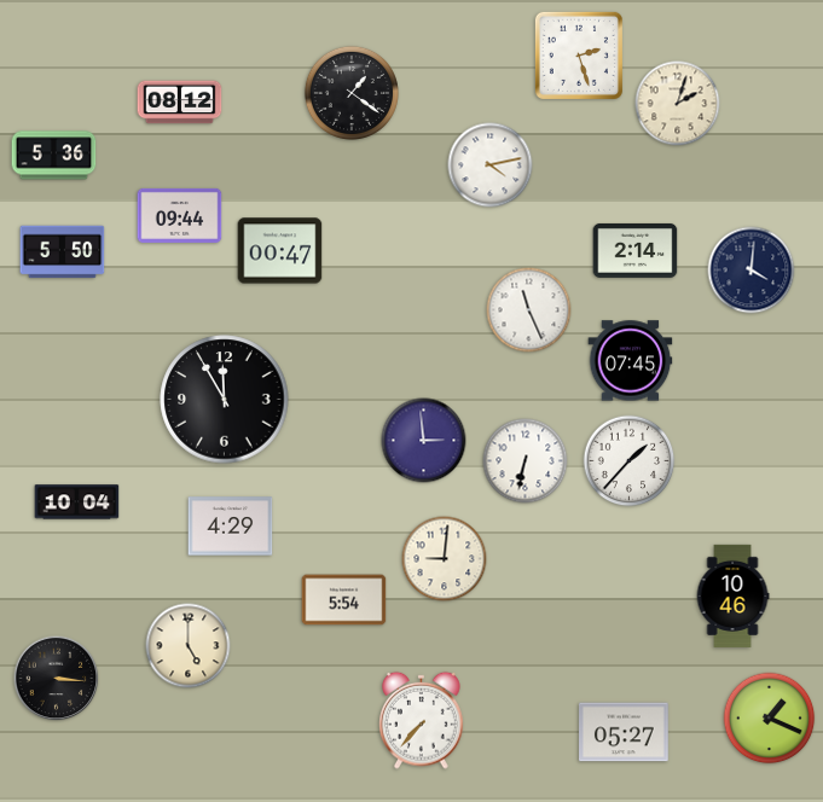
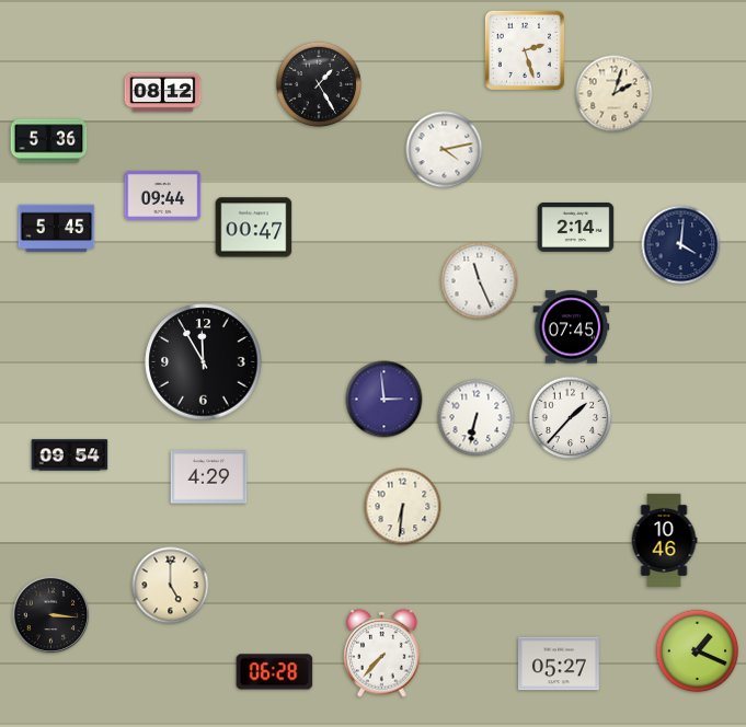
clock at (352, 93): 1:21 -> 1:25
clock at (63, 252): 5:50 -> 5:45
clock at (77, 502): 10:04 -> 09:54
clock at (445, 559): 9:01 -> 6:31
clock at (344, 600): 5:54 -> none
clock at (625, 732) position: (625, 732) -> (560, 663)
clock at (275, 672): none -> 06:28
